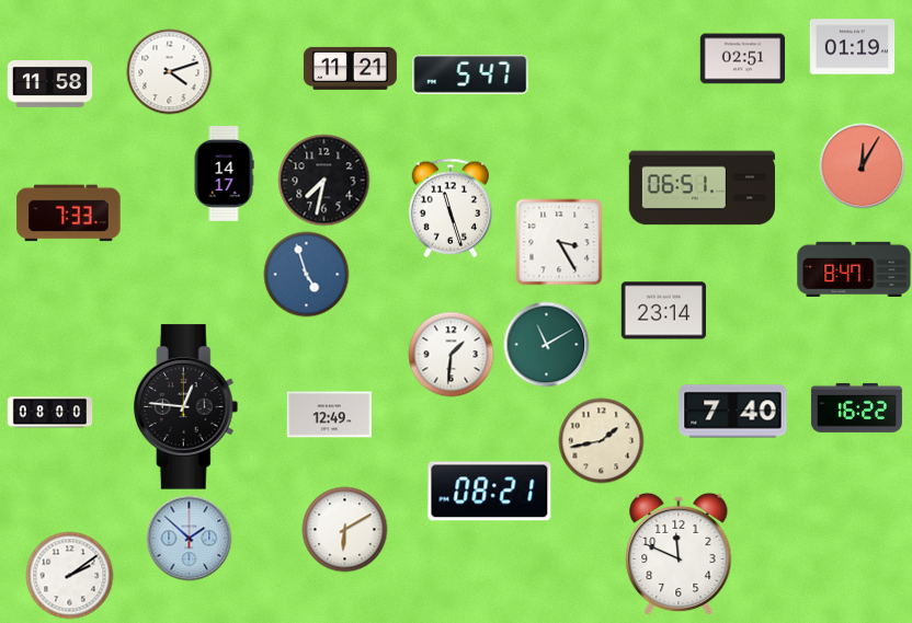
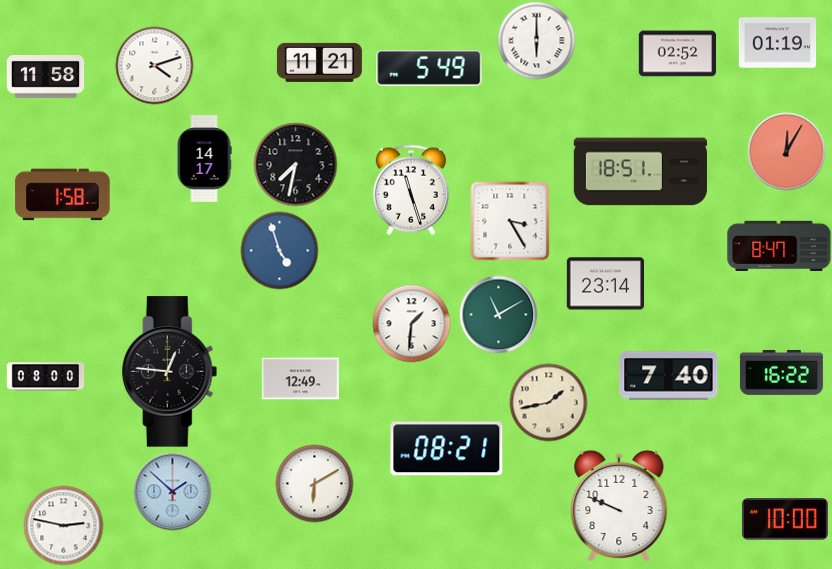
clock at (536, 40): none -> 6:00
clock at (742, 59): 02:51 -> 02:52
clock at (470, 76): 5:47 -> 5:49
clock at (702, 188): 06:51 -> 18:51
clock at (69, 214): 7:33 -> 1:58
clock at (679, 554): 11:49 -> 9:49
clock at (785, 519): none -> 10:00
clock at (69, 575): 2:09 -> 2:47
